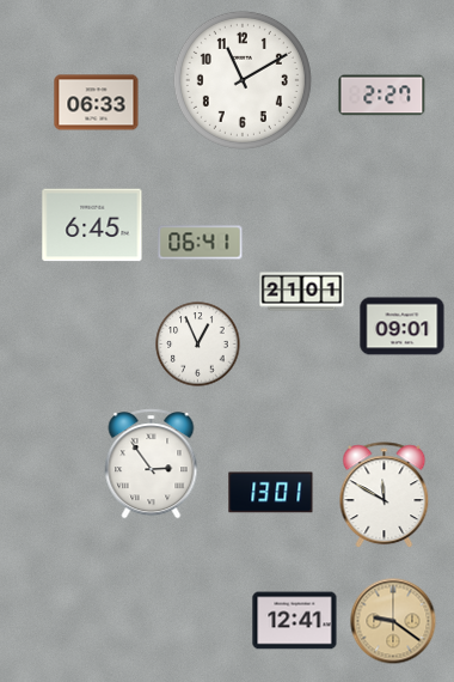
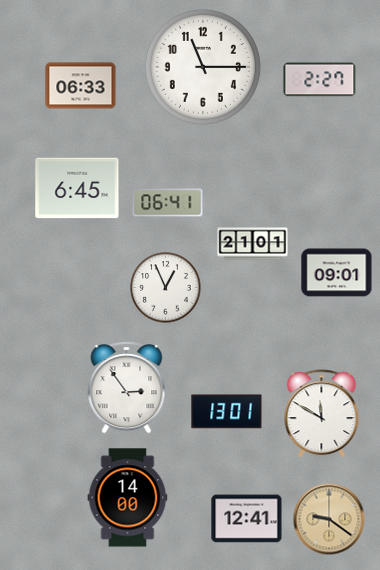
clock at (243, 80): 11:10 -> 11:15
clock at (128, 498): none -> 14:00
